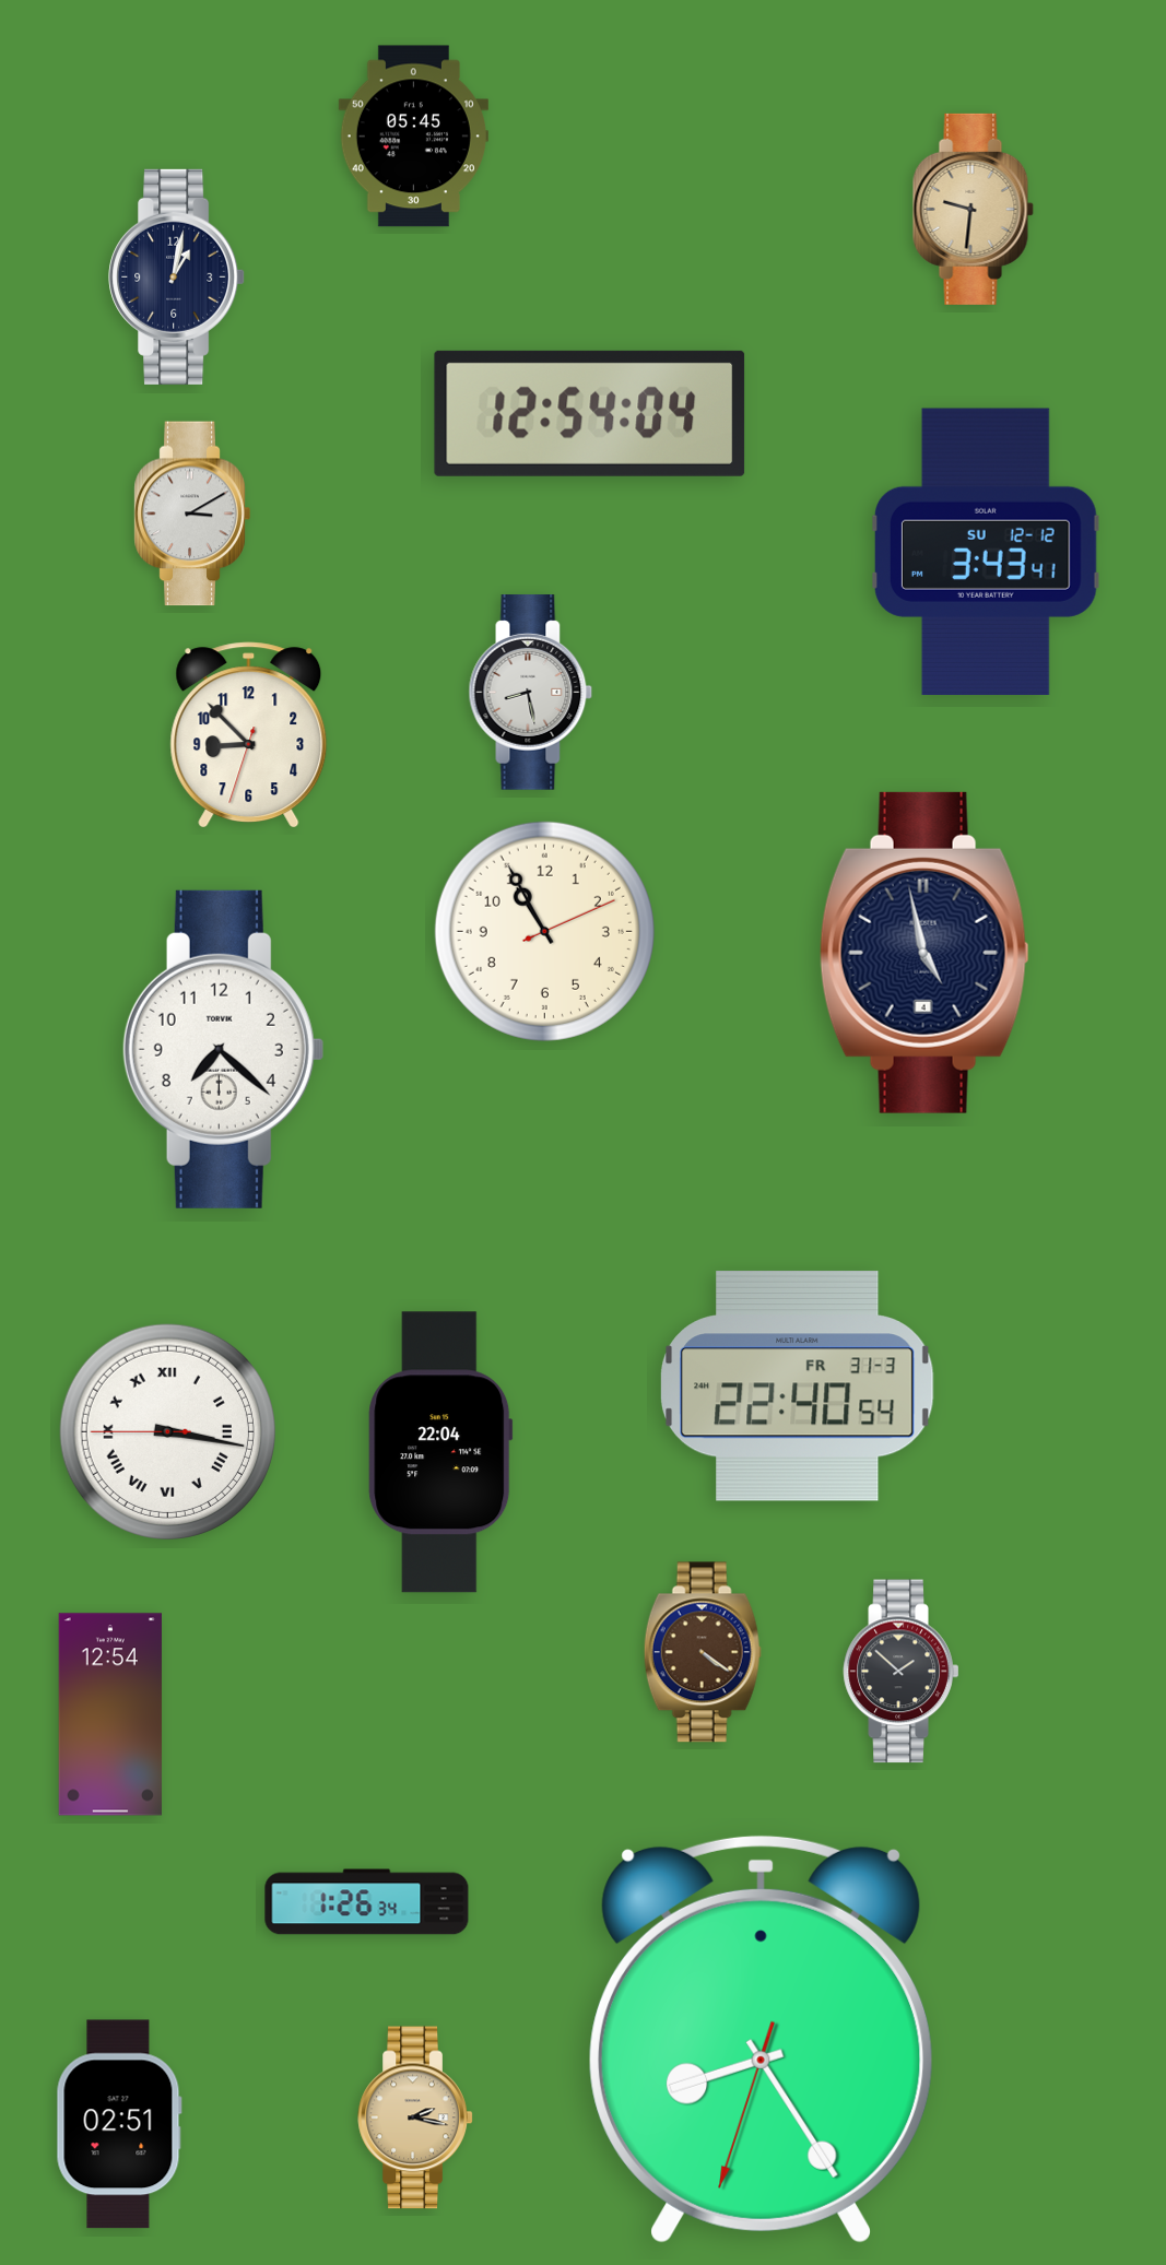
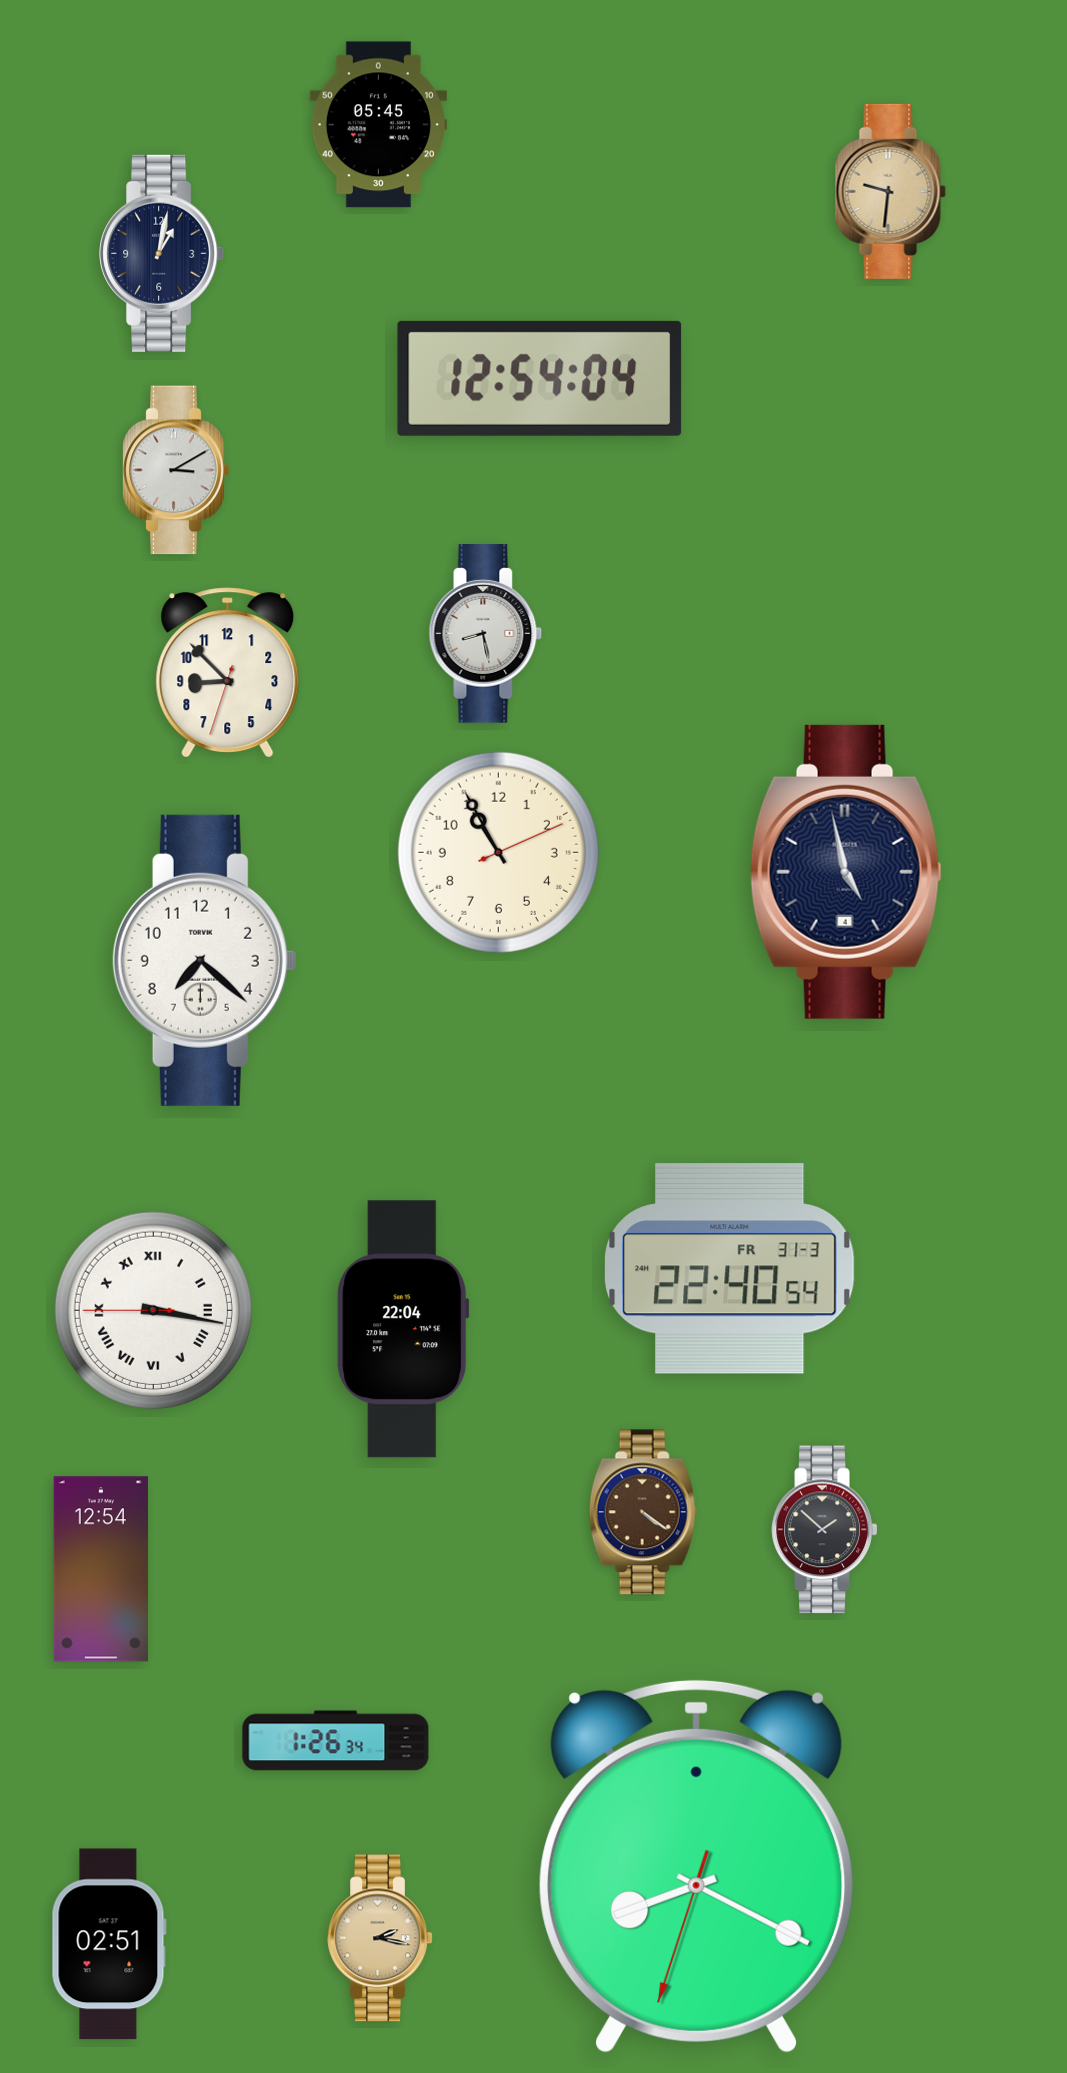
clock at (986, 551): 3:43 -> none
clock at (761, 2039): 8:24 -> 8:19
